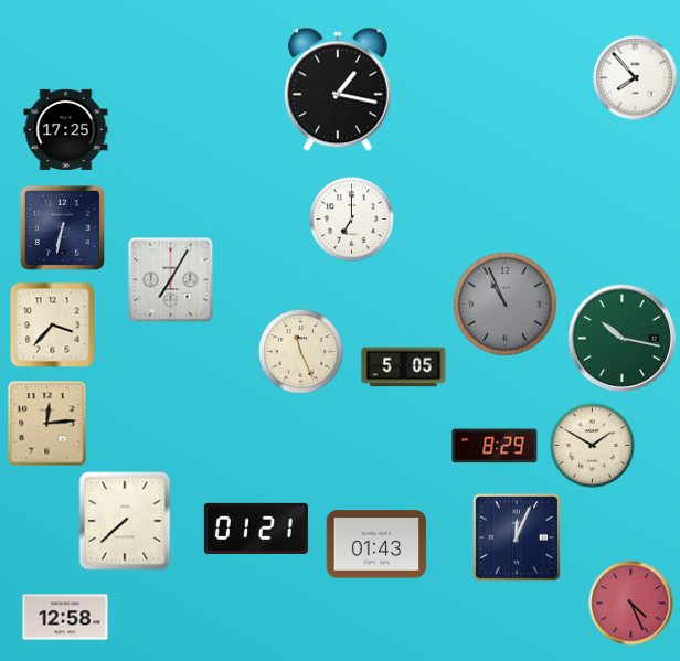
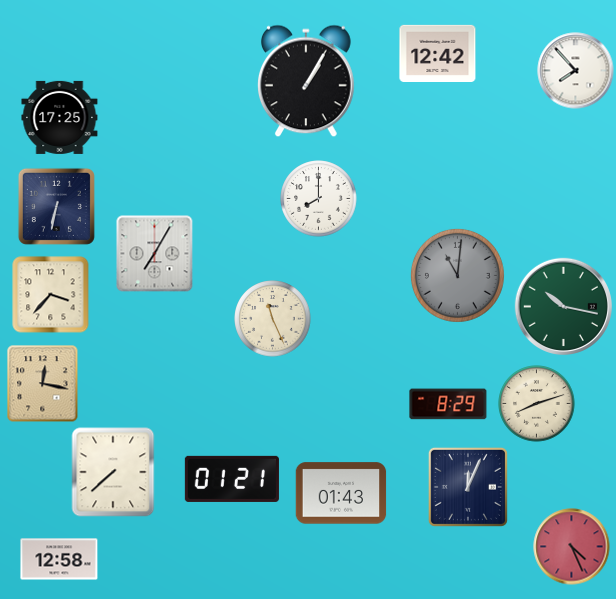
clock at (438, 53): none -> 12:42
clock at (339, 89): 1:17 -> 1:05
clock at (352, 220): 7:00 -> 8:00
clock at (504, 303): 10:56 -> 11:01
clock at (53, 326) position: (53, 326) -> (51, 295)
clock at (404, 367): 5:05 -> none
clock at (47, 424): 12:14 -> 12:17
clock at (593, 446): 1:50 -> 8:12
